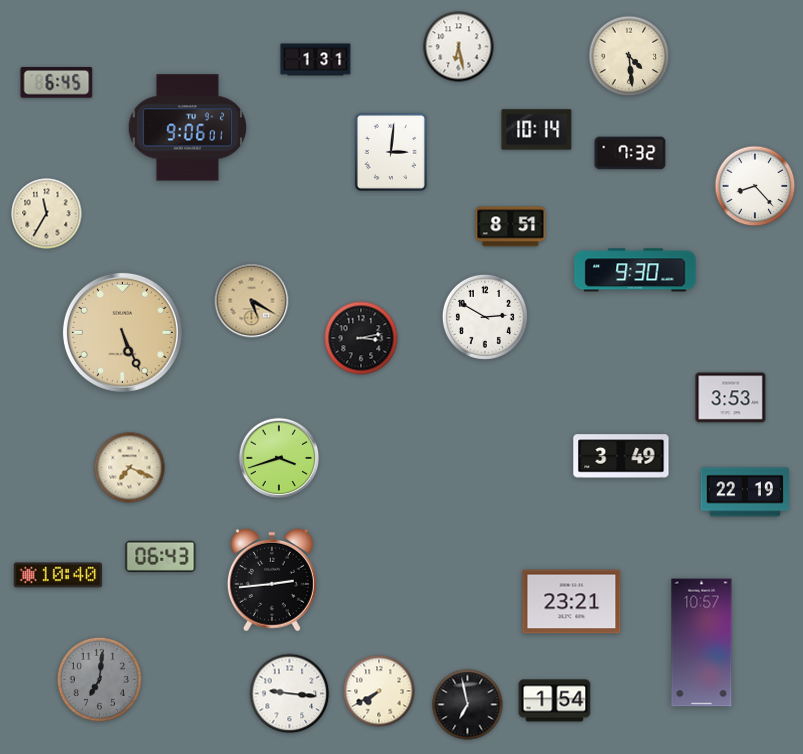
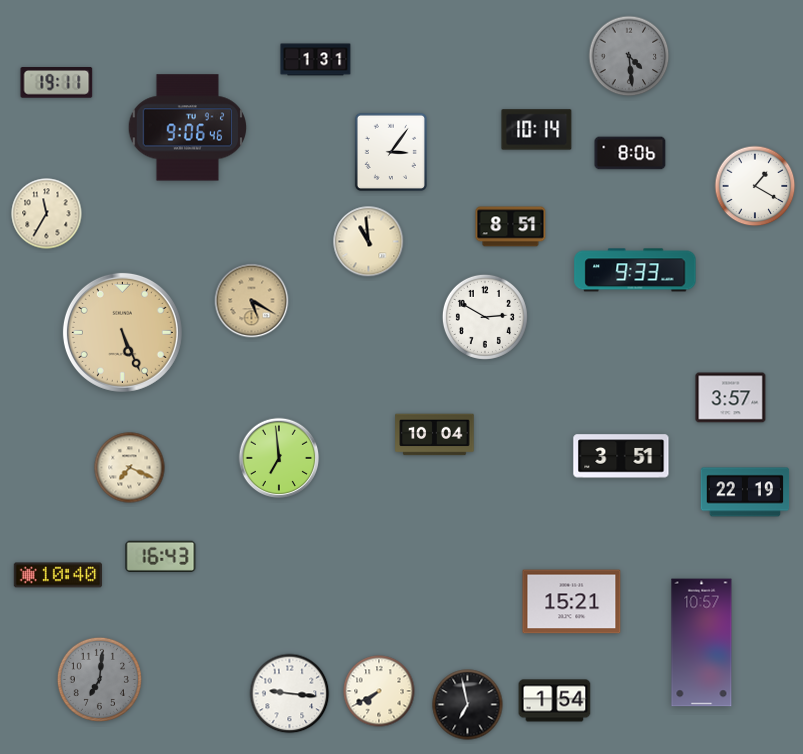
clock at (459, 47): 6:28 -> none
clock at (629, 56) dial: cream -> grey
clock at (57, 83): 6:45 -> 19:11
clock at (188, 128): 9:06:01 -> 9:06:46
clock at (391, 152): 3:01 -> 3:06
clock at (630, 153): 7:32 -> 8:06
clock at (755, 186): 8:23 -> 1:20
clock at (369, 242): none -> 10:59
clock at (635, 270): 9:30 -> 9:33
clock at (361, 338): 3:13 -> none
clock at (731, 398): 3:53 -> 3:57
clock at (435, 435): none -> 10:04
clock at (621, 456): 3:49 -> 3:51
clock at (279, 458): 3:42 -> 6:59
clock at (161, 556): 06:43 -> 16:43
clock at (272, 580): 2:44 -> none
clock at (572, 602): 23:21 -> 15:21
